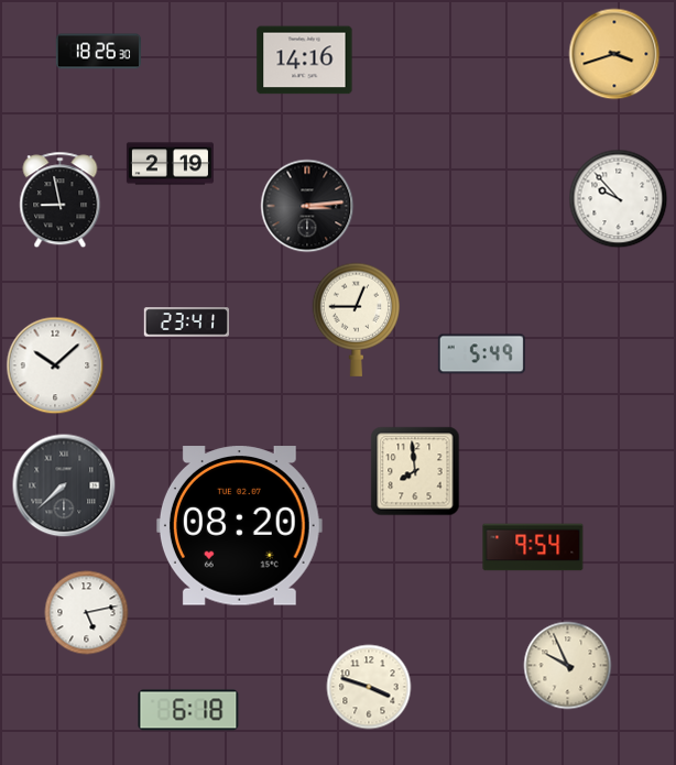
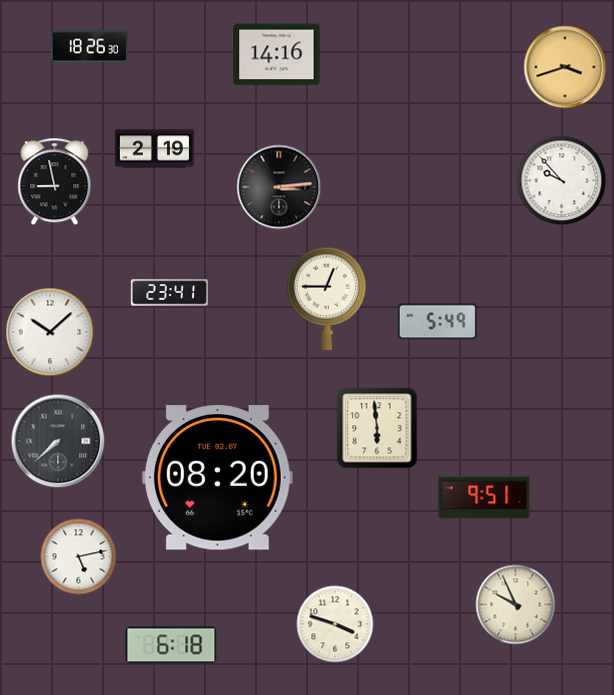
clock at (614, 54) position: (614, 54) -> (565, 67)
clock at (356, 319) position: (356, 319) -> (326, 298)
clock at (415, 471): 7:59 -> 5:59
clock at (533, 547): 9:54 -> 9:51
